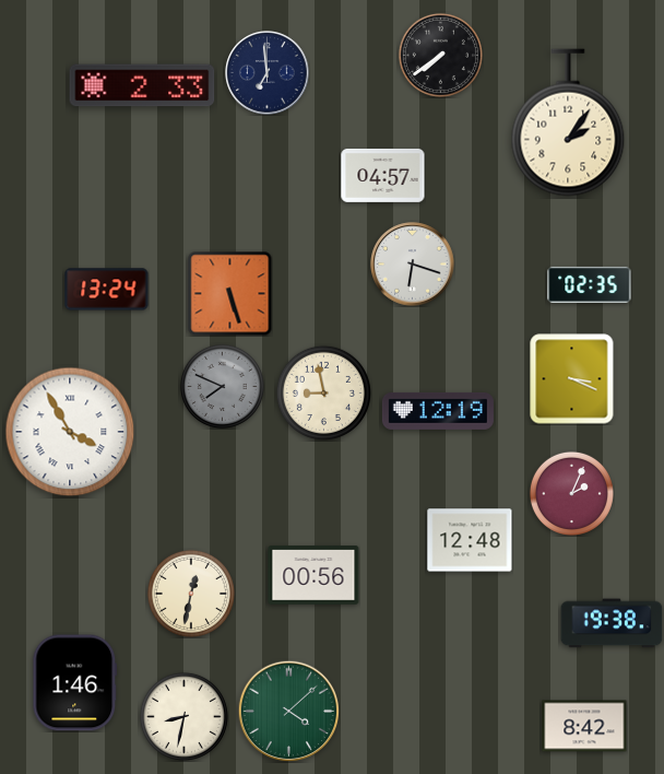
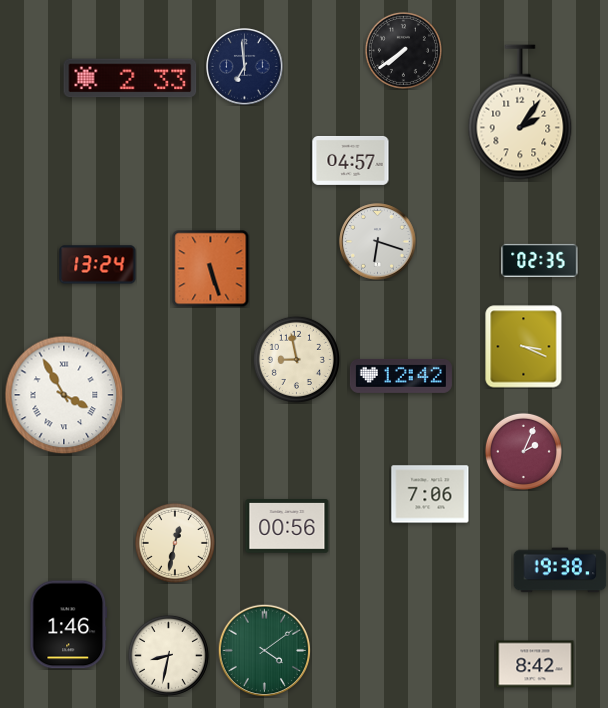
clock at (222, 386): 7:49 -> none
clock at (438, 411): 12:19 -> 12:42
clock at (470, 540): 12:48 -> 7:06
clock at (288, 711): 4:08 -> 4:09
